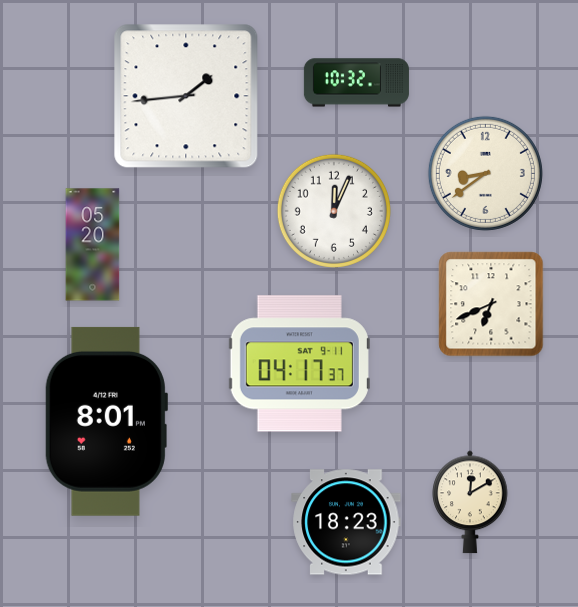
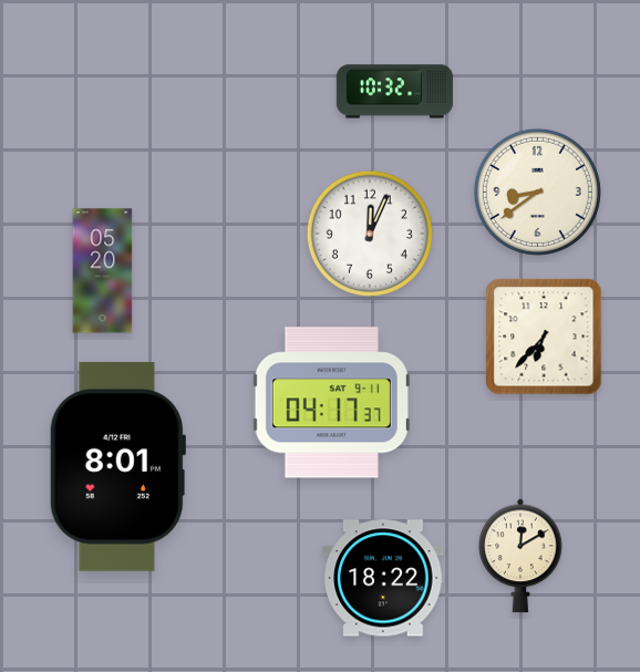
clock at (186, 96): 1:44 -> none
clock at (491, 304): 6:41 -> 6:37
clock at (346, 522): 18:23 -> 18:22
